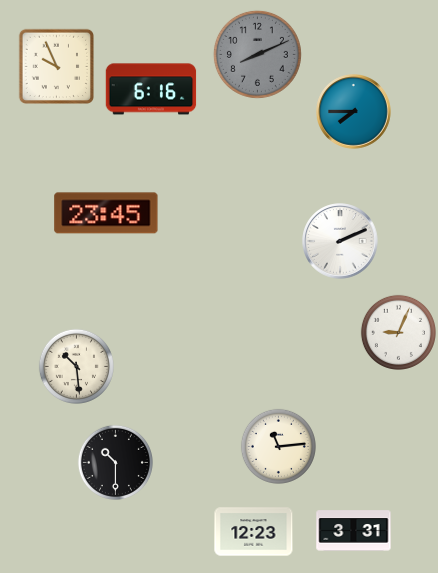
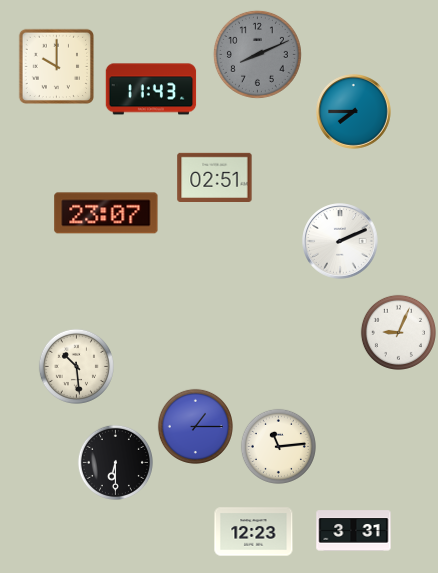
clock at (56, 66): 9:56 -> 10:00
clock at (151, 89): 6:16 -> 11:43
clock at (215, 177): none -> 02:51
clock at (106, 213): 23:45 -> 23:07
clock at (195, 426): none -> 1:15
clock at (115, 462): 10:30 -> 6:30
